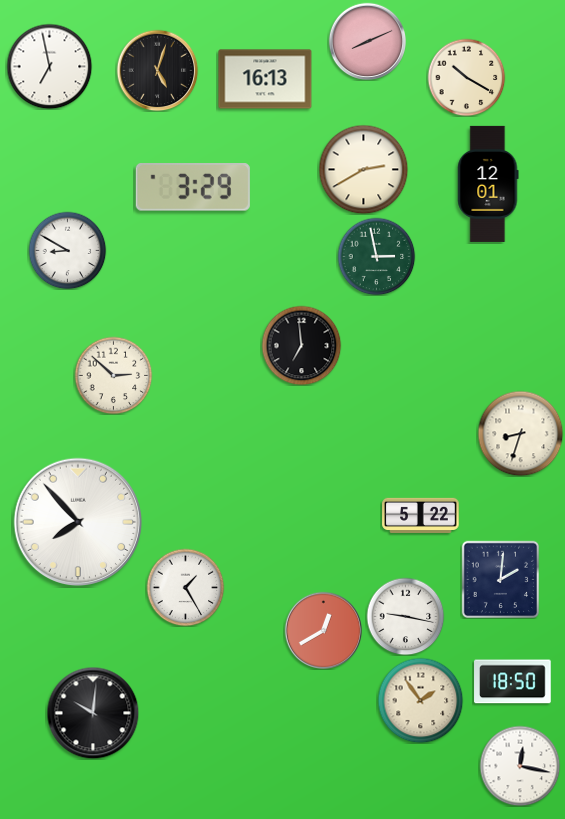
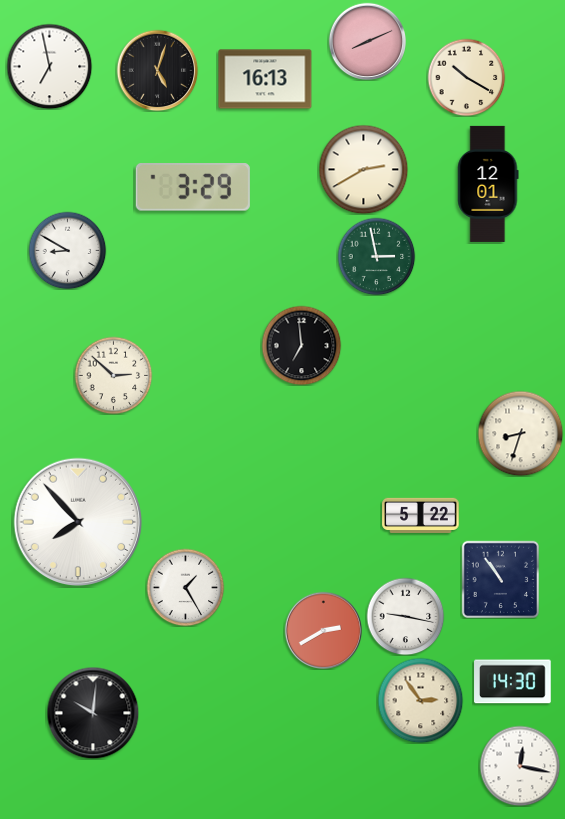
clock at (500, 579): 2:01 -> 10:54
clock at (323, 630): 12:40 -> 2:40
clock at (513, 682): 18:50 -> 14:30
clock at (420, 700): 1:54 -> 2:54
